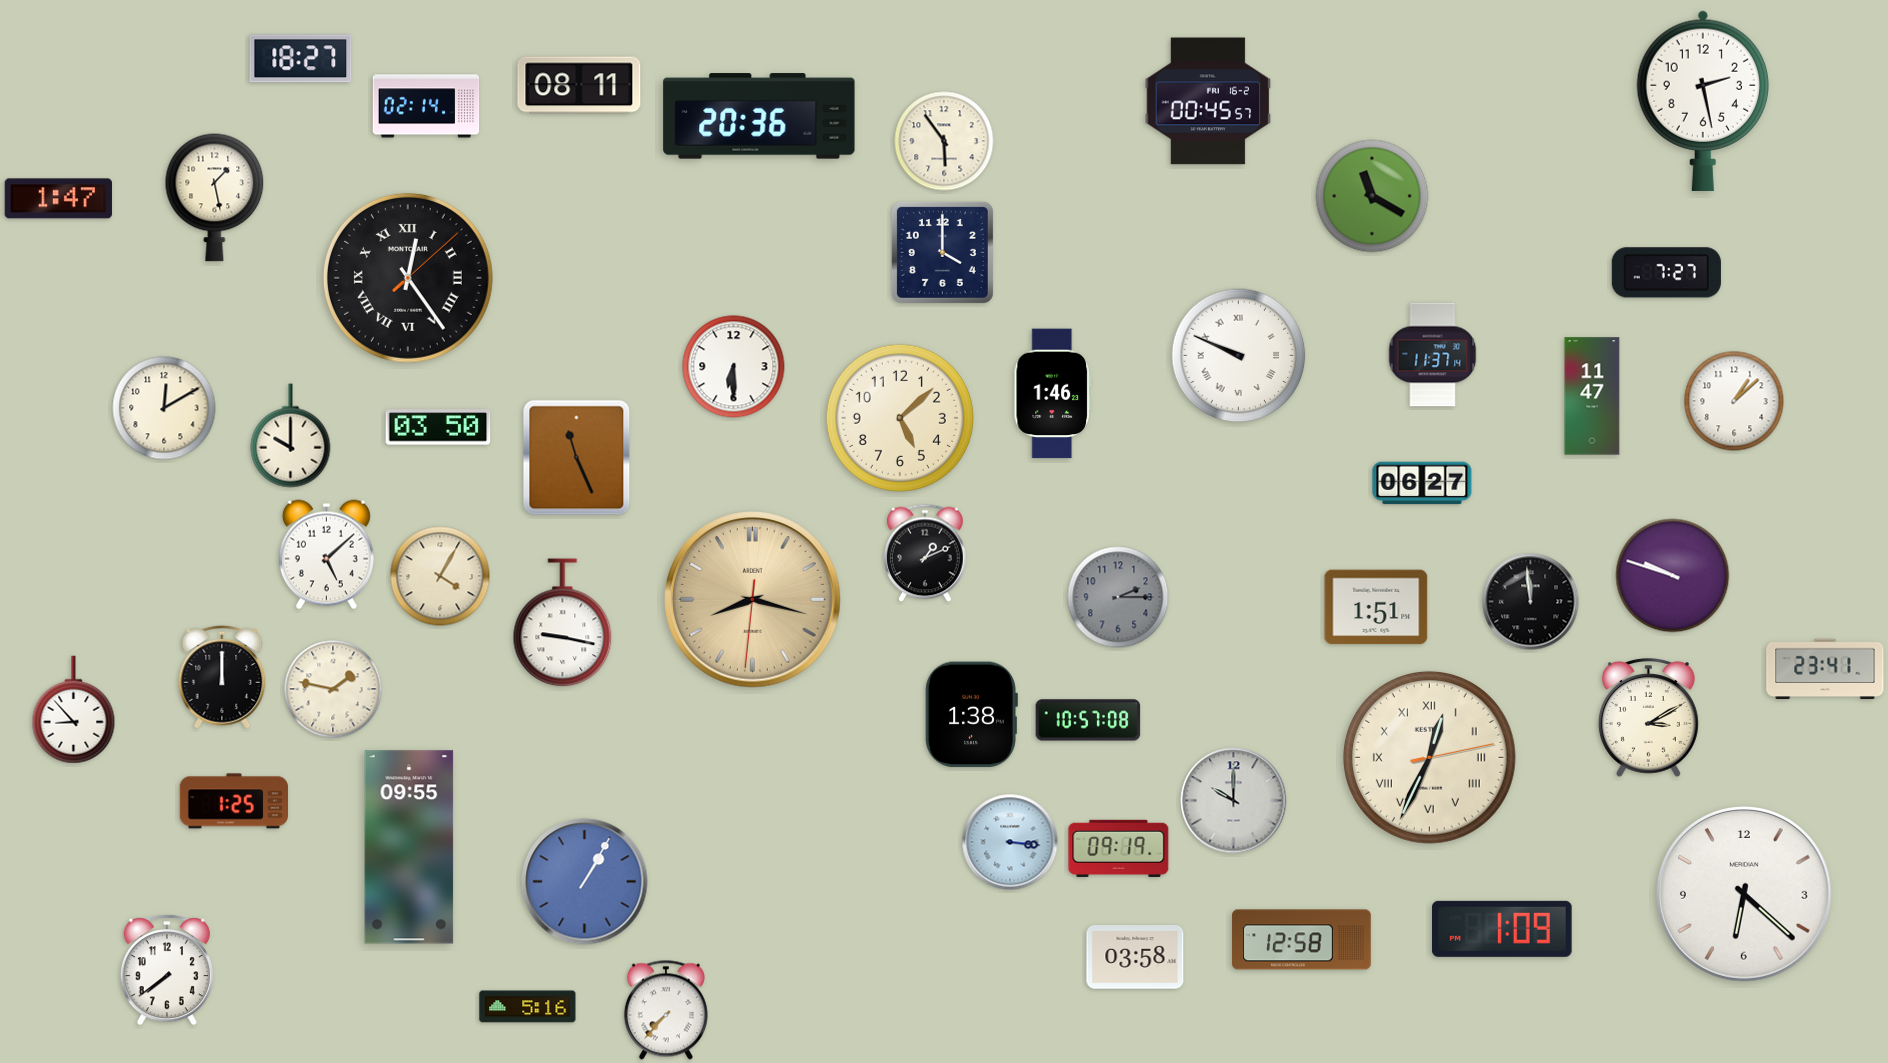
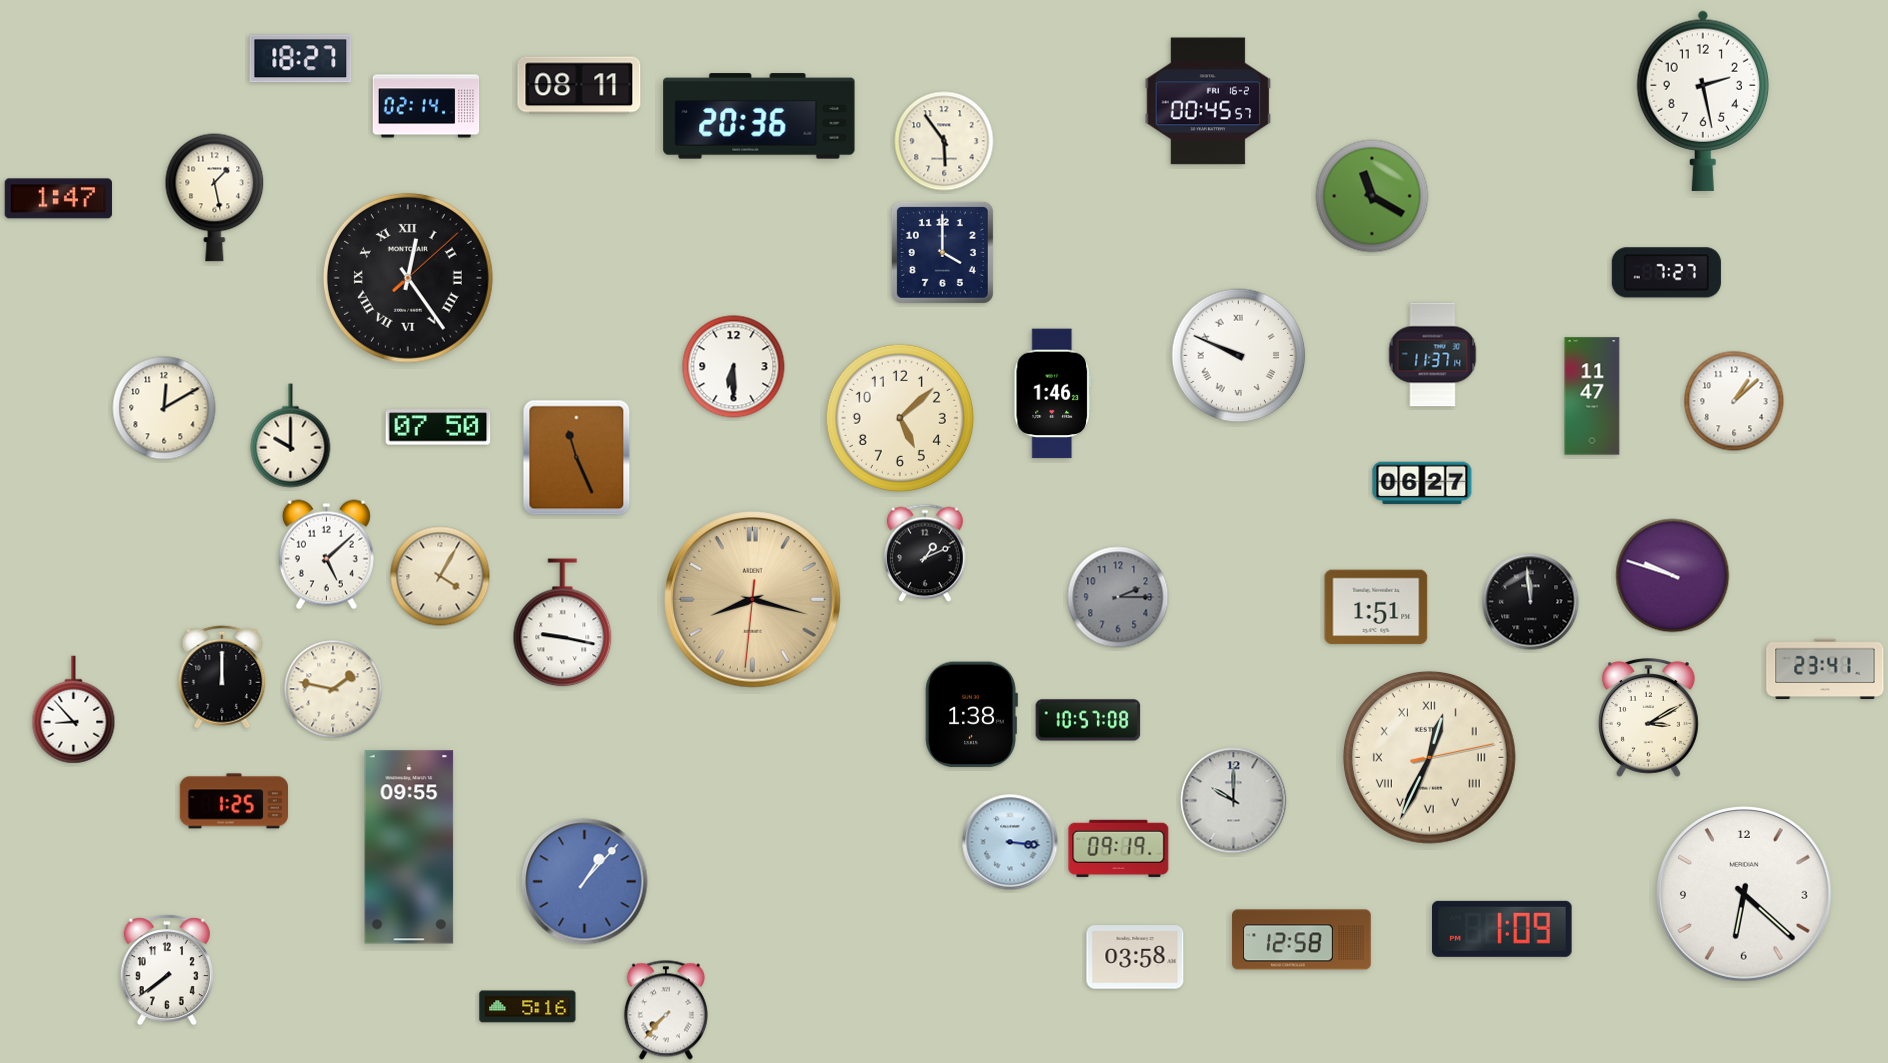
clock at (438, 427): 03:50 -> 07:50
clock at (585, 882): 1:05 -> 1:07
